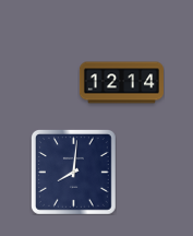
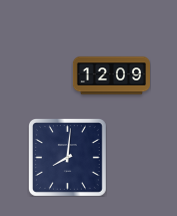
clock at (121, 83): 12:14 -> 12:09
